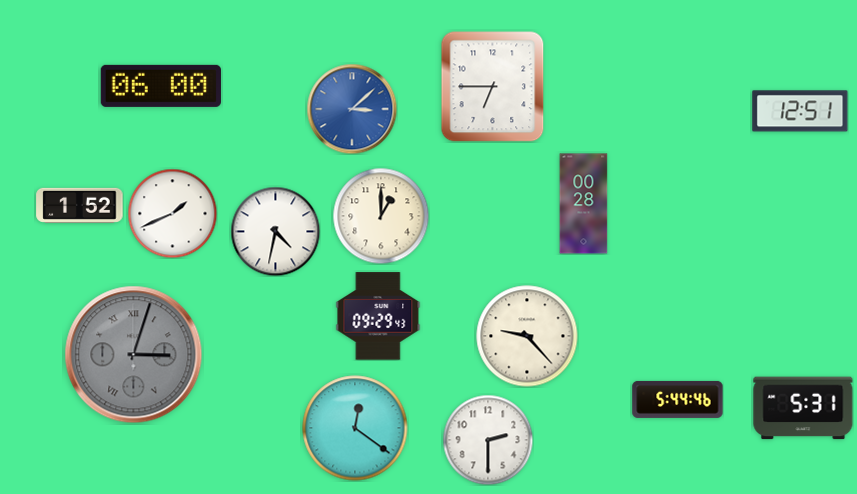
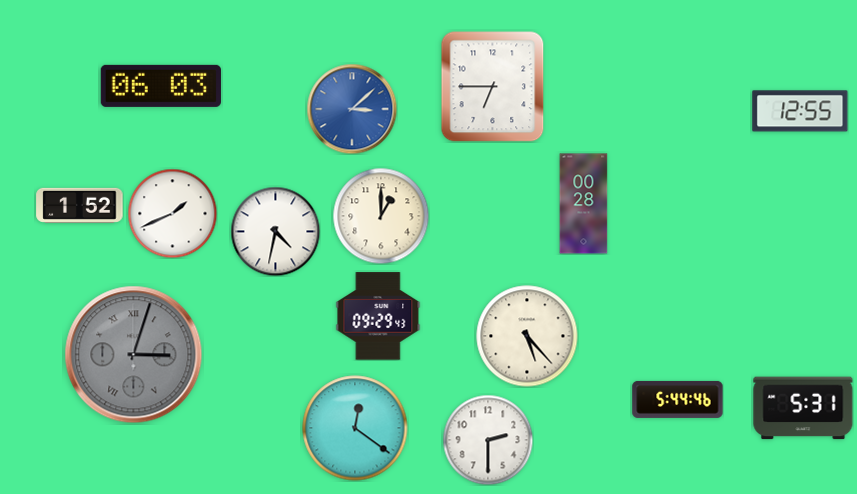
clock at (161, 86): 06:00 -> 06:03
clock at (800, 111): 12:51 -> 12:55
clock at (527, 336): 9:23 -> 5:23
